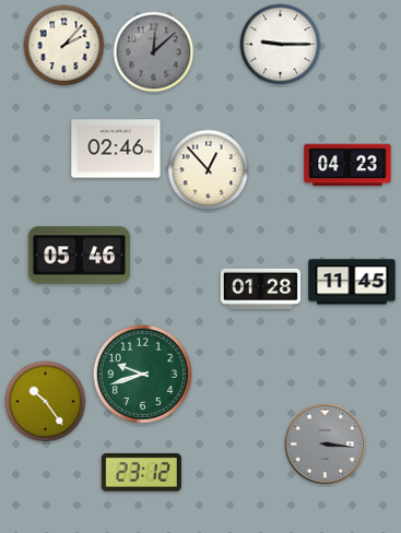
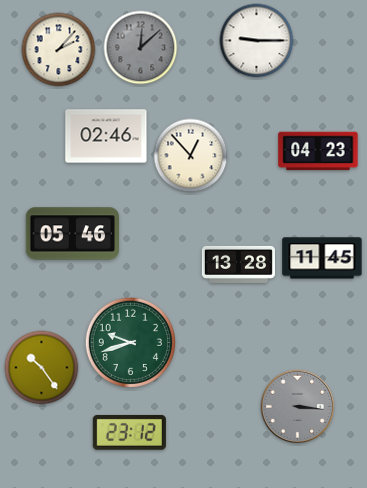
clock at (64, 46) position: (64, 46) -> (59, 50)
clock at (260, 288): 01:28 -> 13:28
